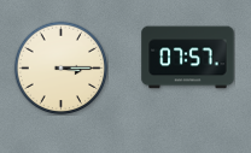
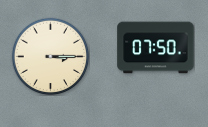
clock at (188, 58): 07:57 -> 07:50
